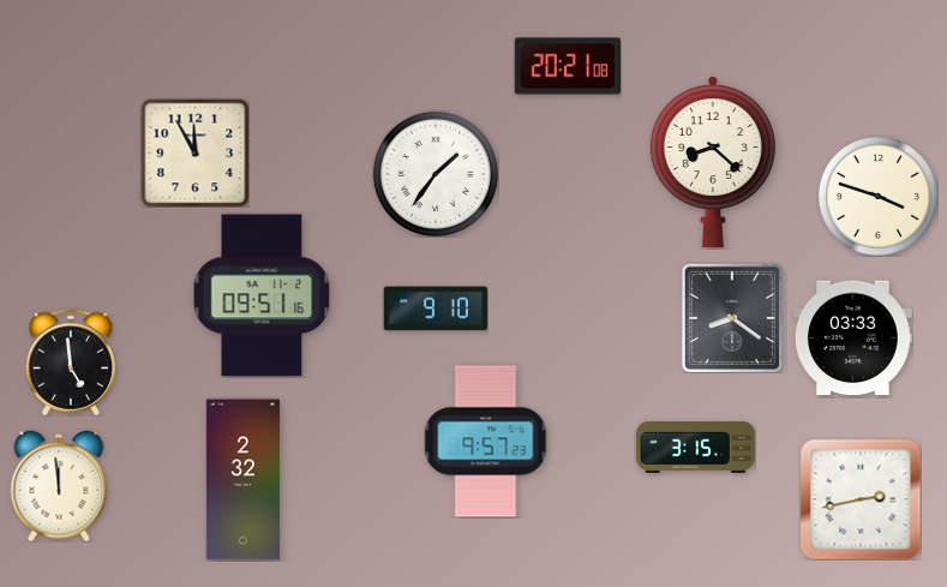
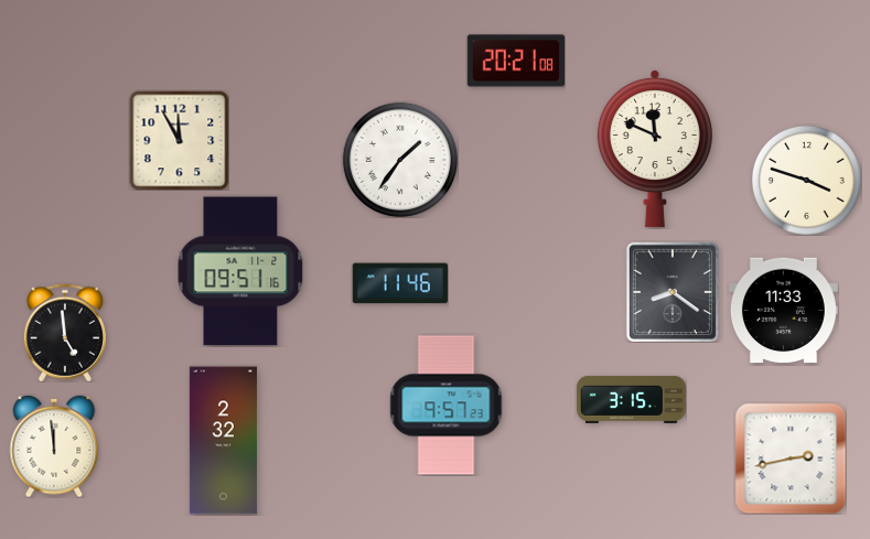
clock at (567, 66) position: (567, 66) -> (515, 61)
clock at (713, 162): 8:22 -> 11:49
clock at (434, 309): 9:10 -> 11:46
clock at (852, 339): 03:33 -> 11:33
clock at (696, 447) position: (696, 447) -> (632, 399)
